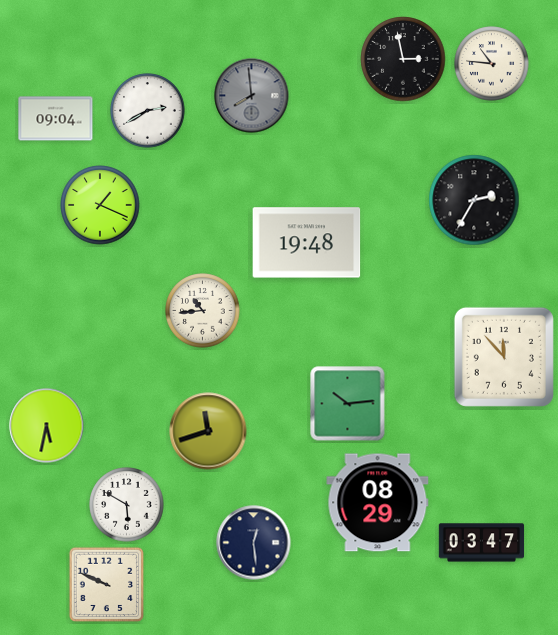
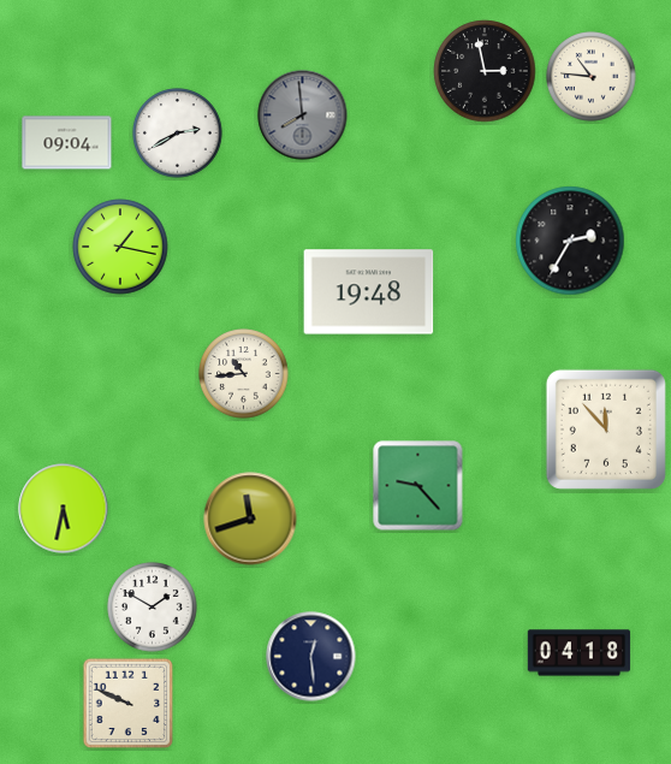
clock at (100, 205): 1:19 -> 1:17
clock at (348, 404): 10:14 -> 9:23
clock at (47, 426) position: (47, 426) -> (64, 509)
clock at (378, 503): 08:29 -> none
clock at (127, 505): 5:50 -> 1:50
clock at (254, 543) position: (254, 543) -> (311, 657)
clock at (482, 543): 03:47 -> 04:18
